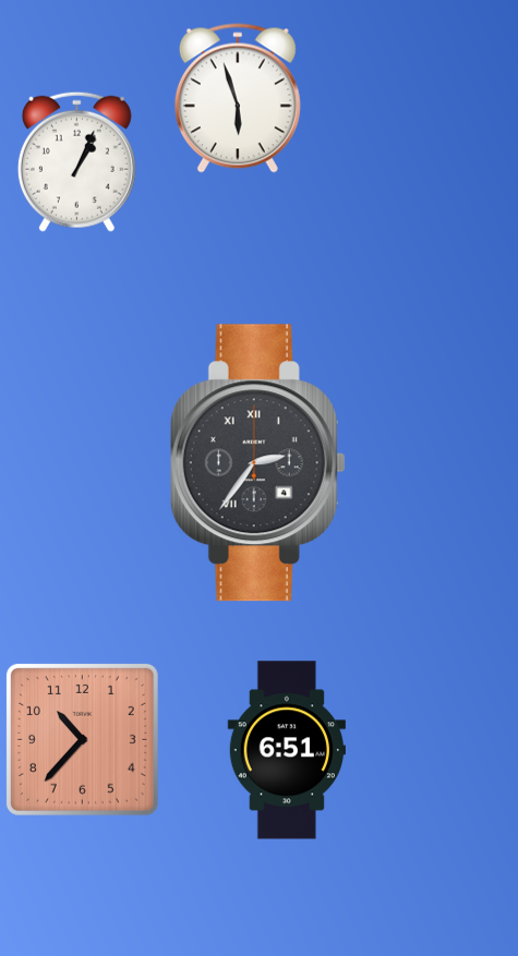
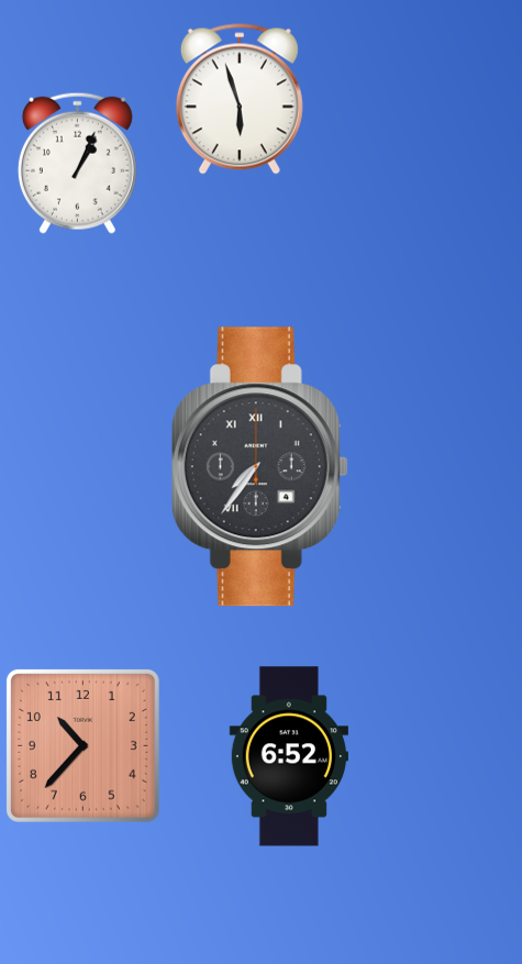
clock at (257, 463): 2:36 -> 7:36
clock at (287, 750): 6:51 -> 6:52
